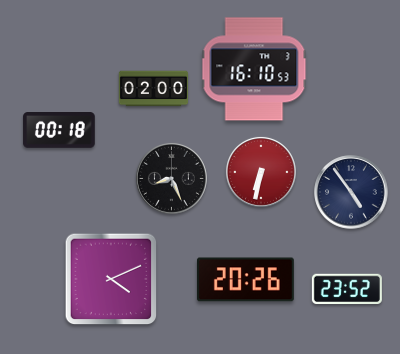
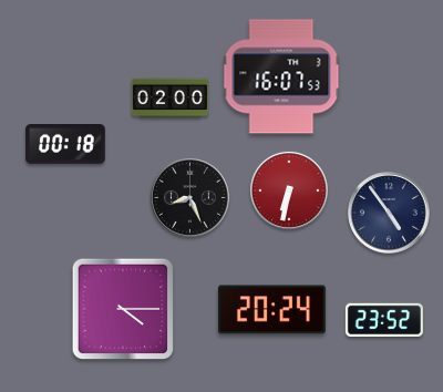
clock at (254, 69): 16:10 -> 16:07
clock at (111, 279): 4:11 -> 4:15
clock at (245, 280): 20:26 -> 20:24
